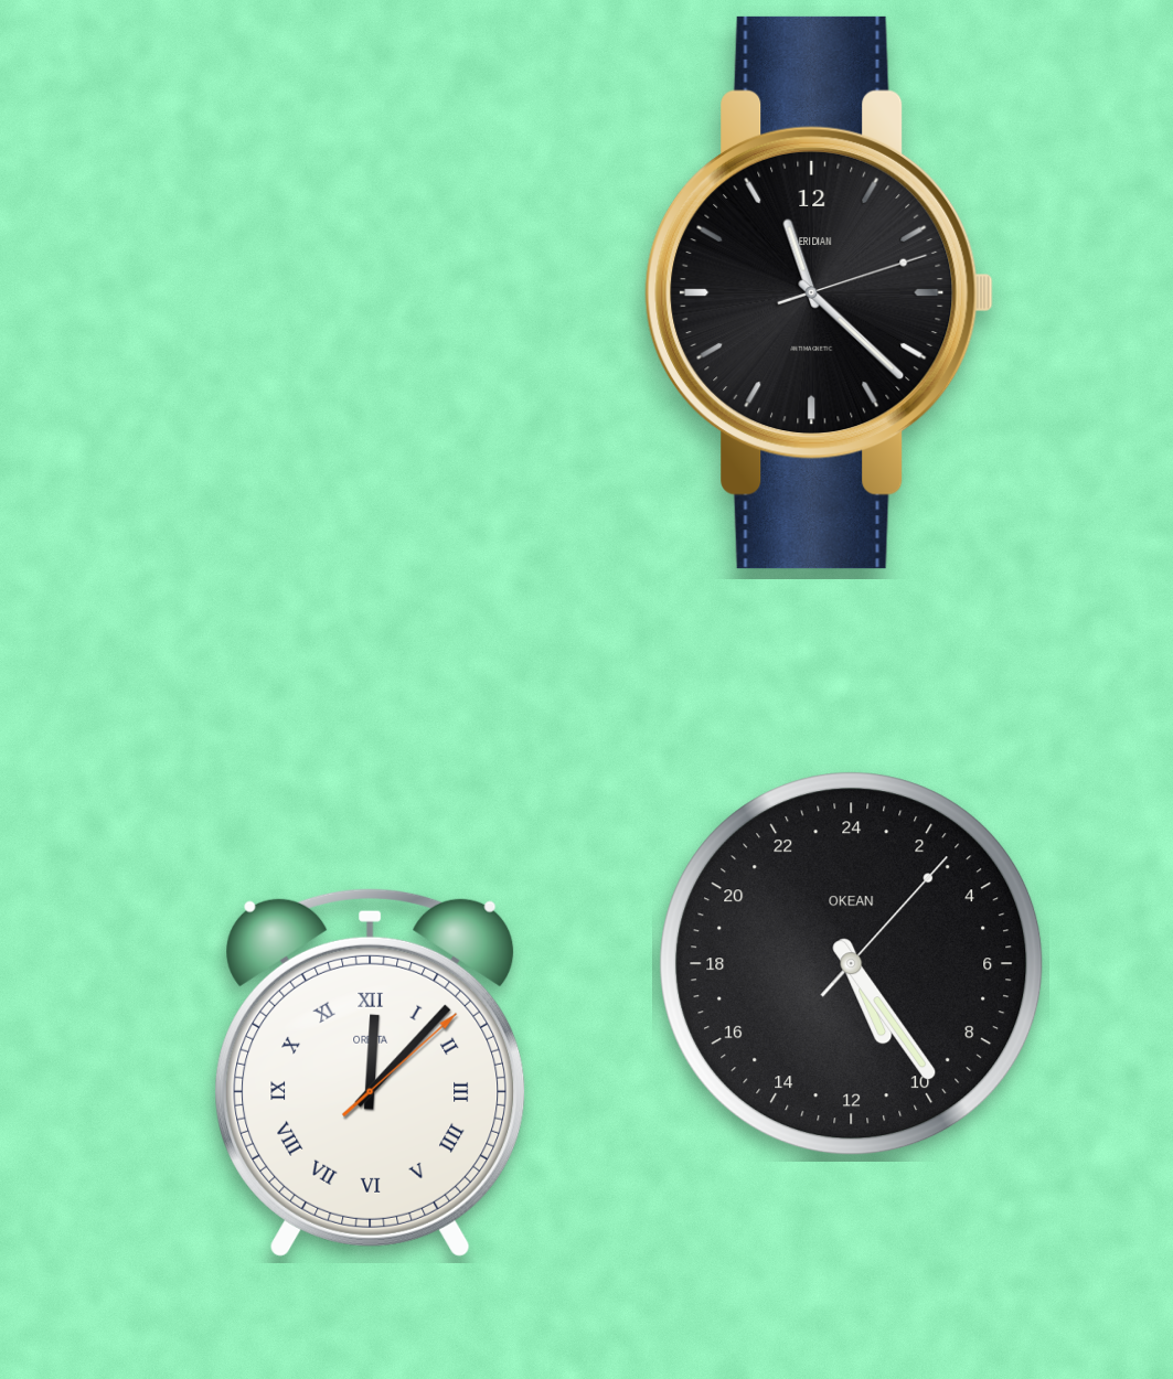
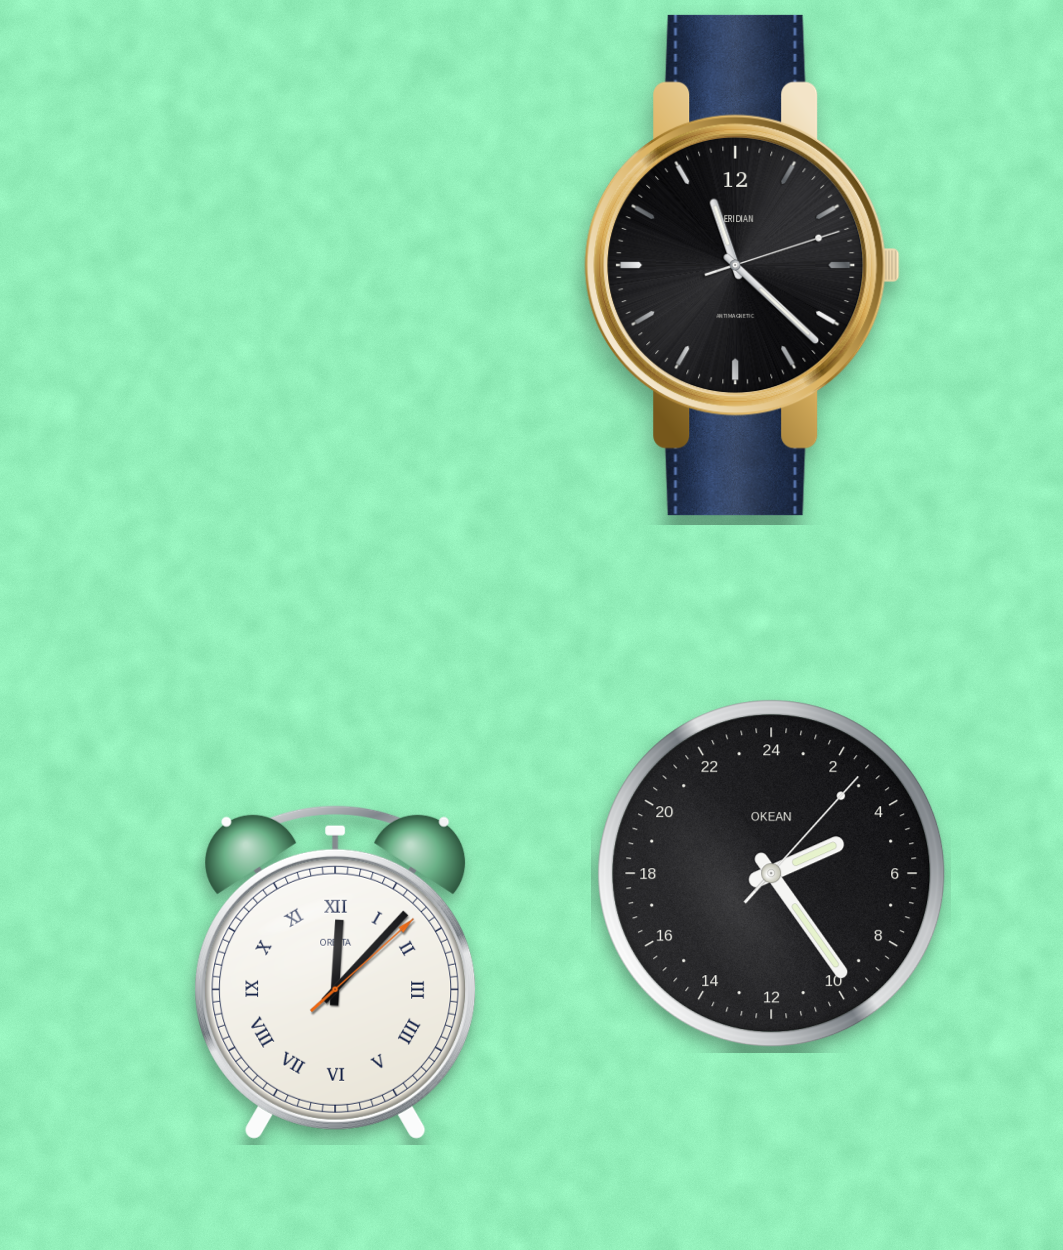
clock at (852, 964): 10:24 -> 4:24
